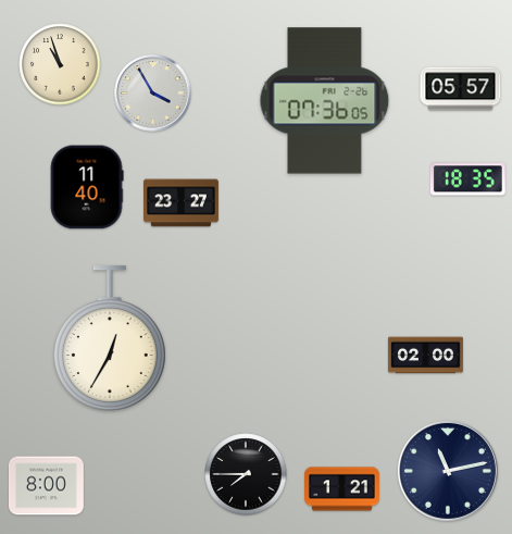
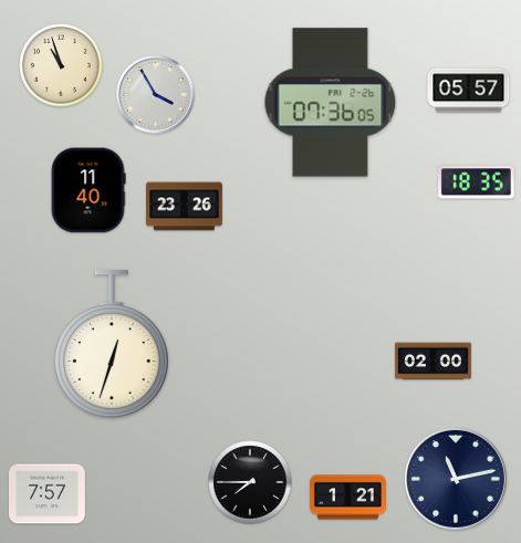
clock at (182, 203): 23:27 -> 23:26
clock at (110, 338): 12:35 -> 12:33
clock at (46, 486): 8:00 -> 7:57
